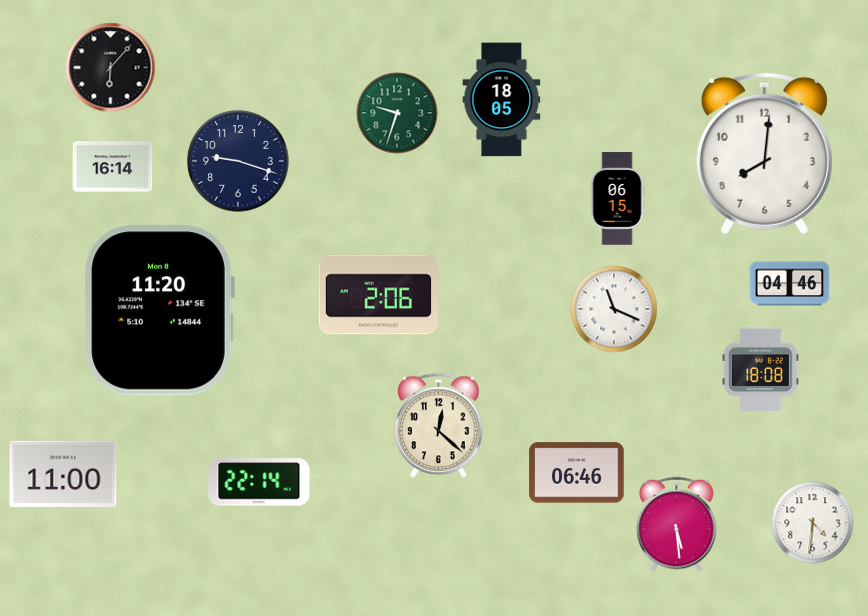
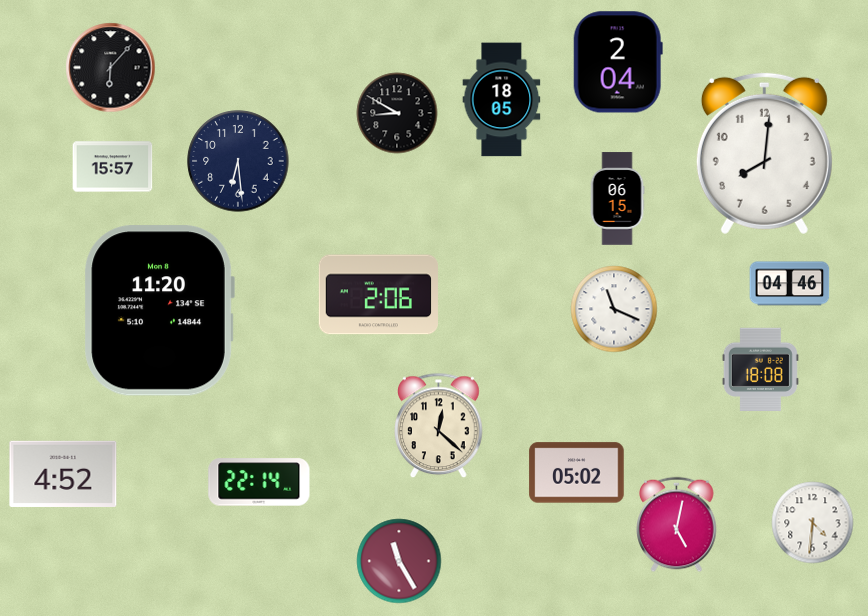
clock at (618, 62): none -> 2:04
clock at (397, 113): 9:33 -> 8:50
clock at (397, 113) dial: green -> black
clock at (238, 161): 9:18 -> 6:29
clock at (113, 167): 16:14 -> 15:57
clock at (63, 473): 11:00 -> 4:52
clock at (577, 473): 06:46 -> 05:02
clock at (677, 525): 5:29 -> 5:02
clock at (399, 561): none -> 11:25
